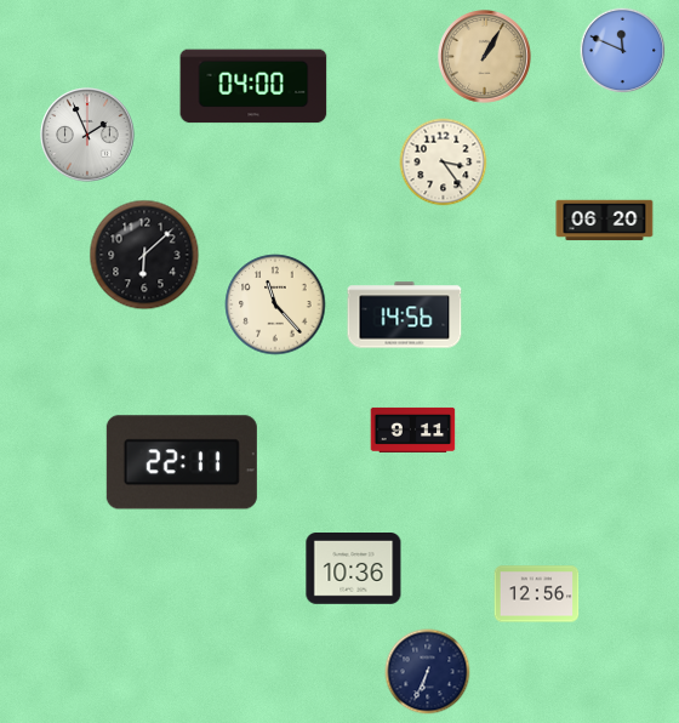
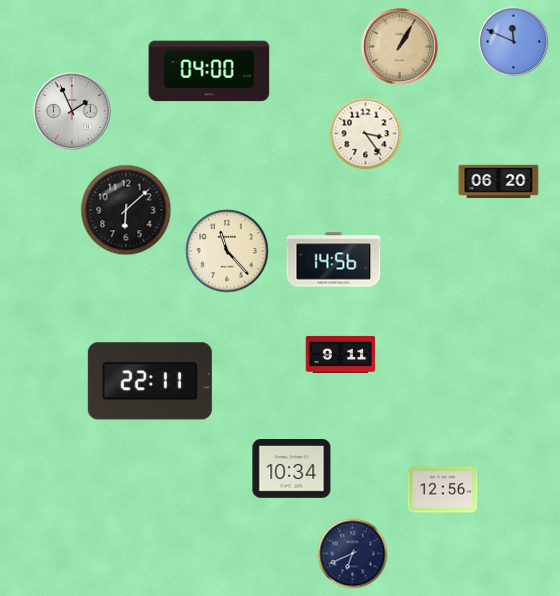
clock at (144, 255) position: (144, 255) -> (126, 210)
clock at (354, 569): 10:36 -> 10:34
clock at (428, 672): 6:34 -> 6:41
